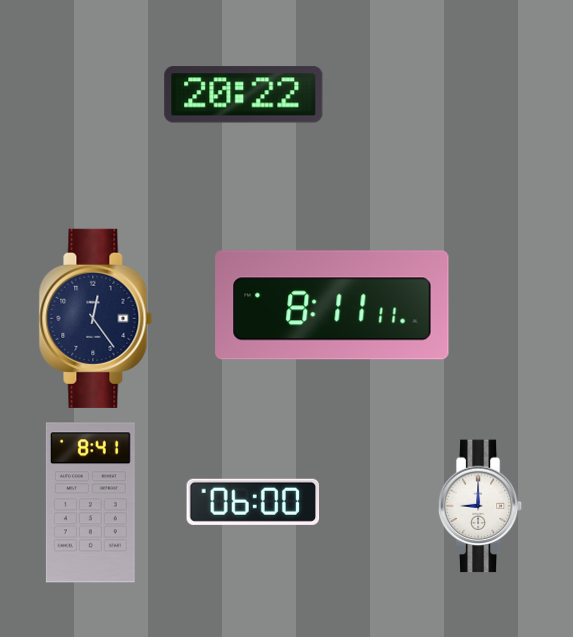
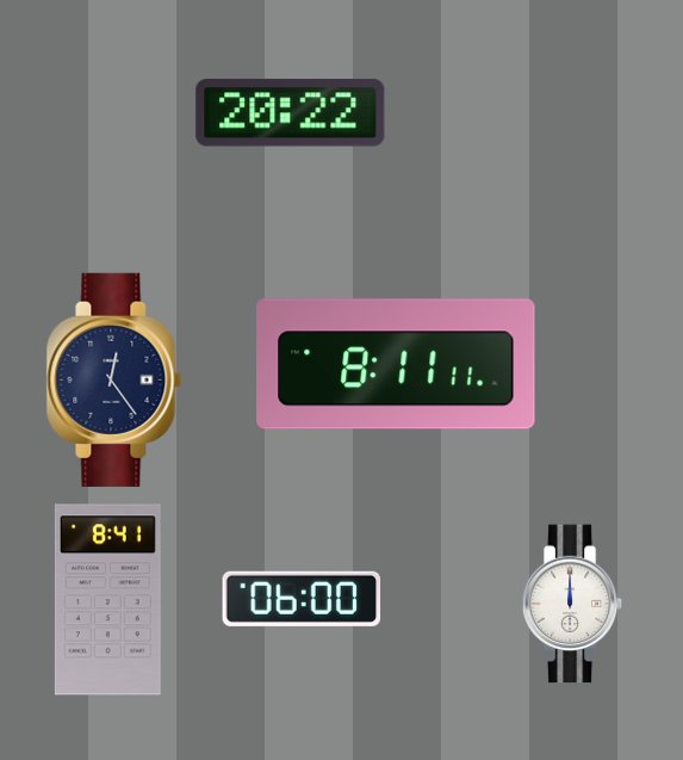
clock at (480, 506): 9:00 -> 12:00
